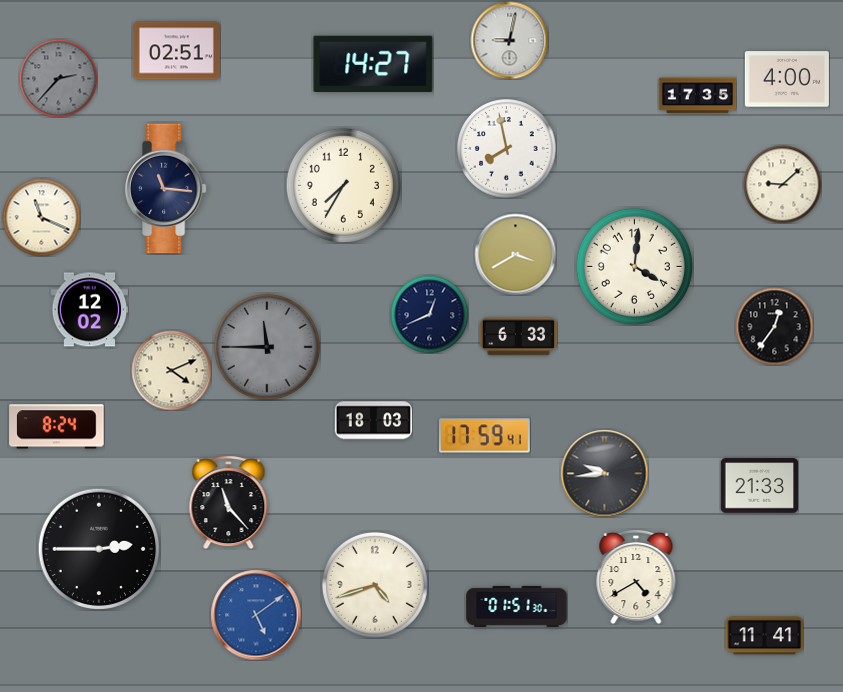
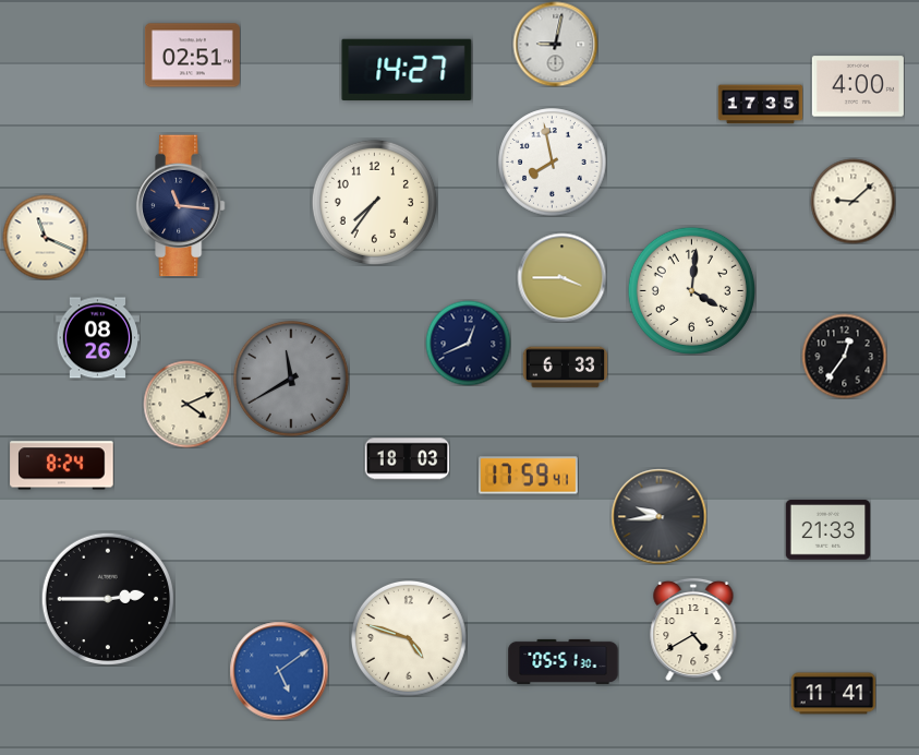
clock at (58, 78): 2:37 -> none
clock at (343, 185): 7:35 -> 7:36
clock at (515, 254): 3:40 -> 3:45
clock at (89, 310): 12:02 -> 08:26
clock at (267, 347): 11:45 -> 11:40
clock at (229, 502): 11:23 -> none
clock at (375, 585): 4:42 -> 4:48
clock at (517, 606): 01:51 -> 05:51
